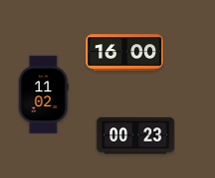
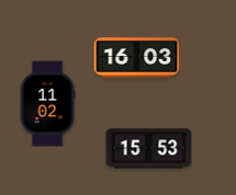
clock at (124, 53): 16:00 -> 16:03
clock at (135, 136): 00:23 -> 15:53
